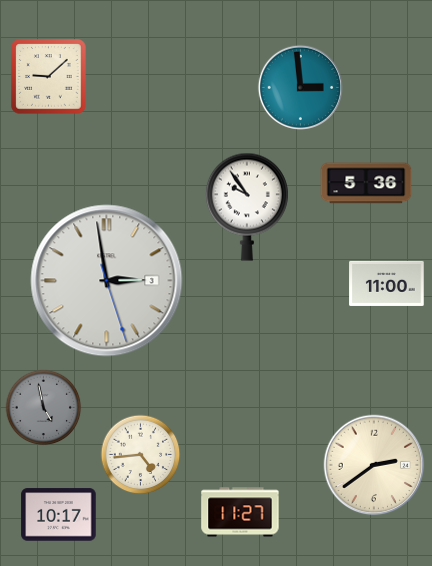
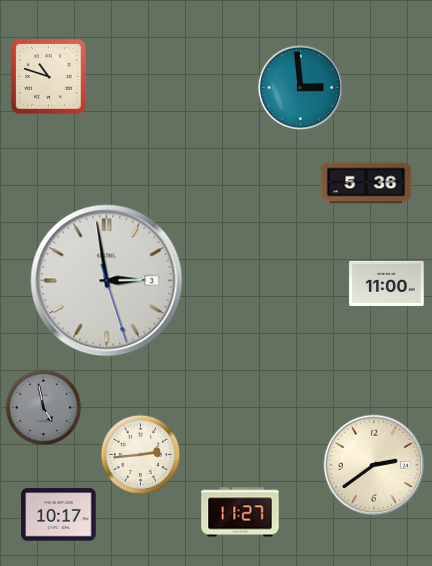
clock at (49, 77): 9:08 -> 10:48
clock at (247, 207): 9:54 -> none
clock at (141, 455): 4:44 -> 2:44
